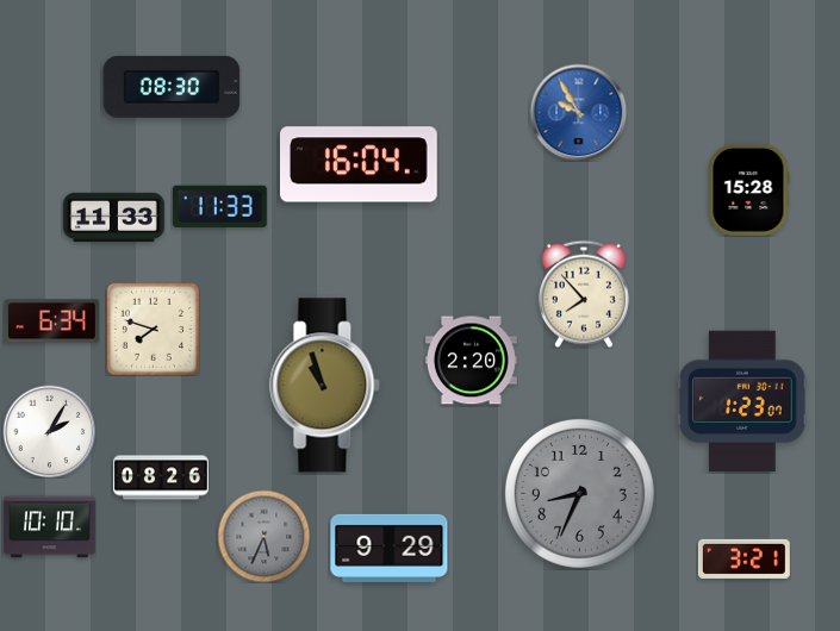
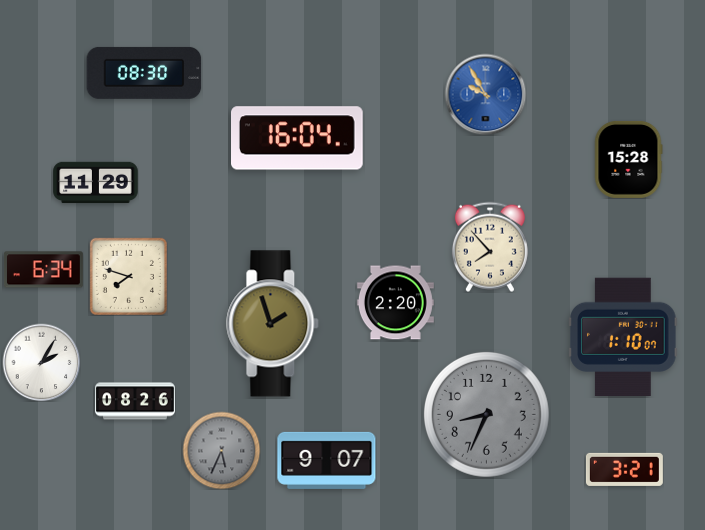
clock at (360, 164) position: (360, 164) -> (298, 138)
clock at (219, 206): 11:33 -> none
clock at (114, 218): 11:33 -> 11:29
clock at (325, 386): 10:57 -> 1:57
clock at (742, 400): 1:23 -> 1:10
clock at (49, 527): 10:10 -> none
clock at (390, 548): 9:29 -> 9:07
